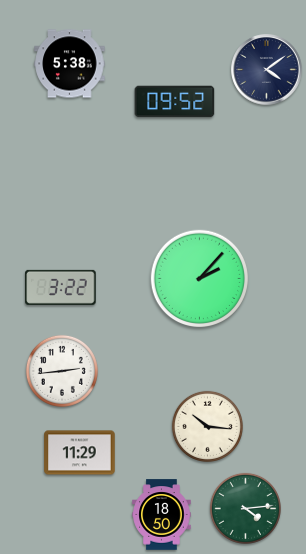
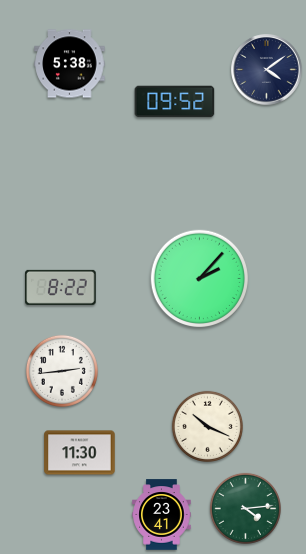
clock at (61, 287): 3:22 -> 8:22
clock at (207, 426): 10:16 -> 10:19
clock at (80, 453): 11:29 -> 11:30
clock at (162, 515): 18:50 -> 23:41
